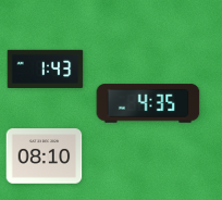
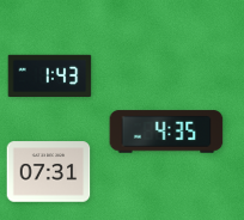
clock at (148, 103) position: (148, 103) -> (166, 132)
clock at (45, 157): 08:10 -> 07:31
